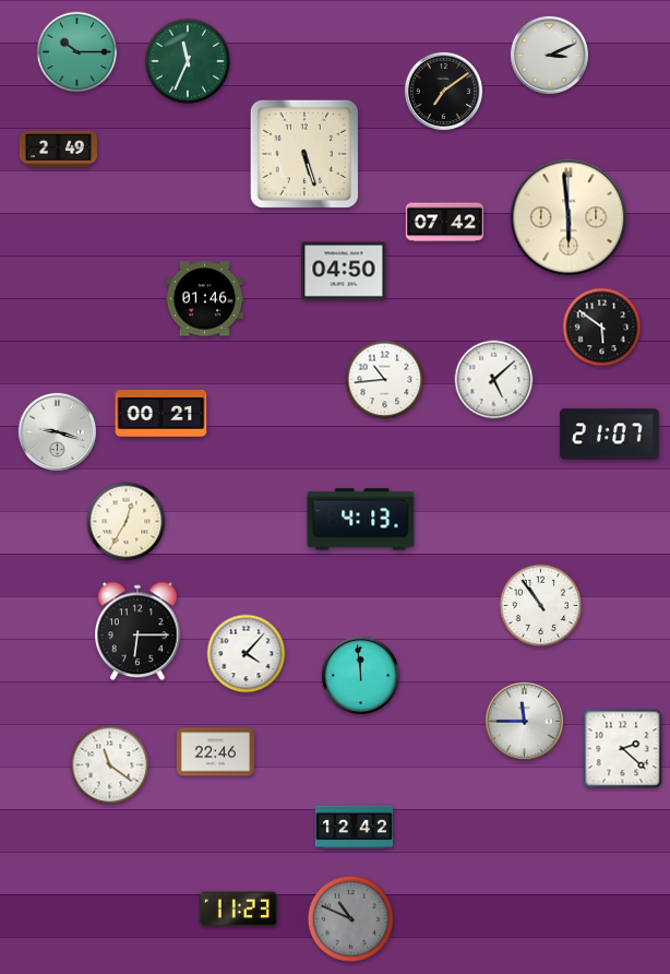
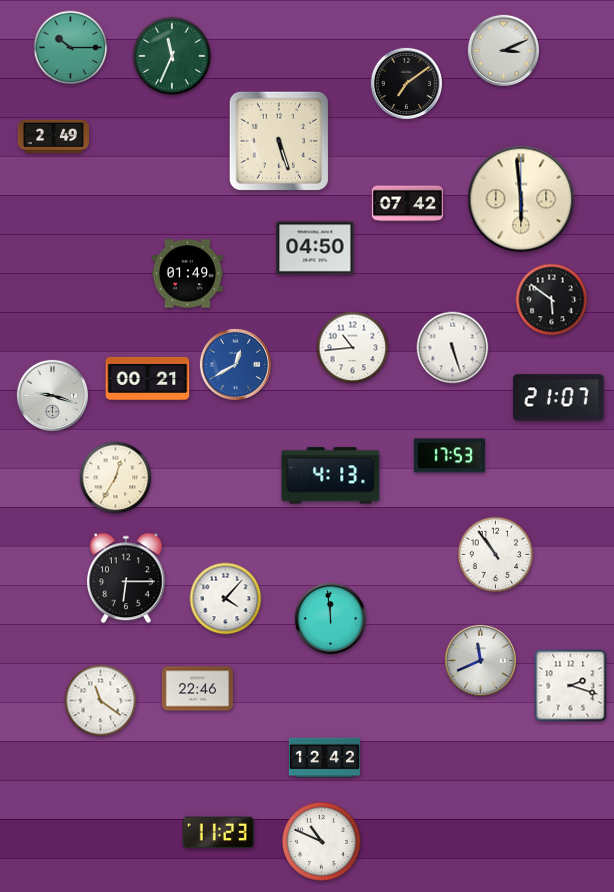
clock at (204, 299): 01:46 -> 01:49
clock at (494, 380): 5:08 -> 5:27
clock at (235, 364): none -> 12:40
clock at (449, 456): none -> 17:53
clock at (524, 721): 11:45 -> 11:41
clock at (623, 749): 2:22 -> 2:18
clock at (350, 918) dial: grey -> white
